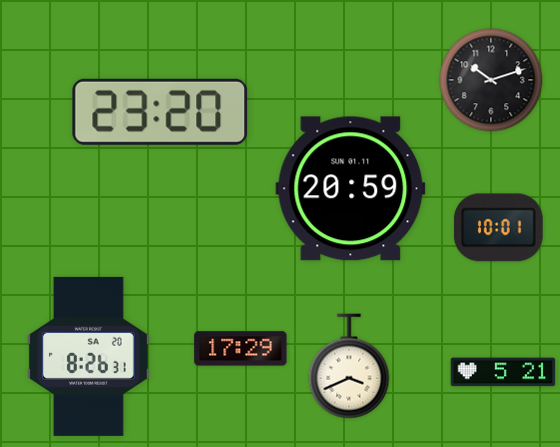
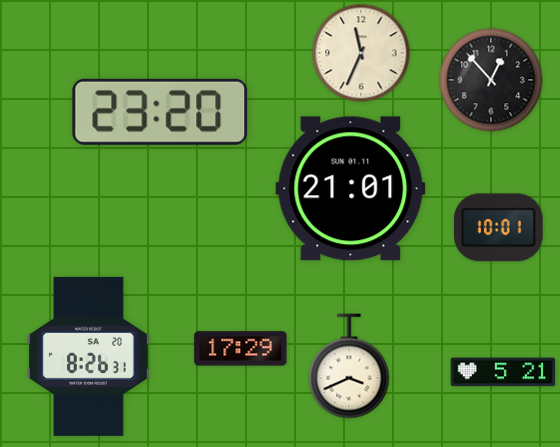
clock at (361, 53): none -> 11:34
clock at (491, 80): 10:12 -> 12:53
clock at (351, 189): 20:59 -> 21:01
